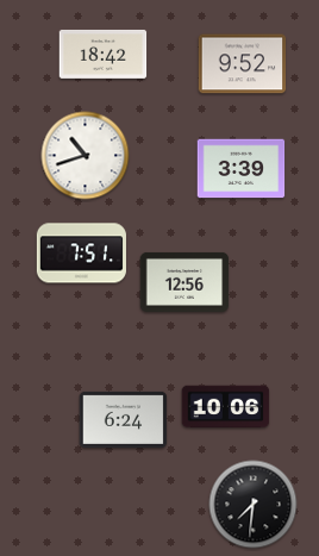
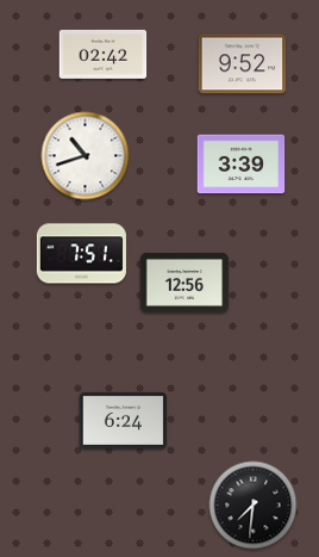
clock at (104, 54): 18:42 -> 02:42
clock at (242, 169) position: (242, 169) -> (242, 165)
clock at (226, 407): 10:06 -> none
